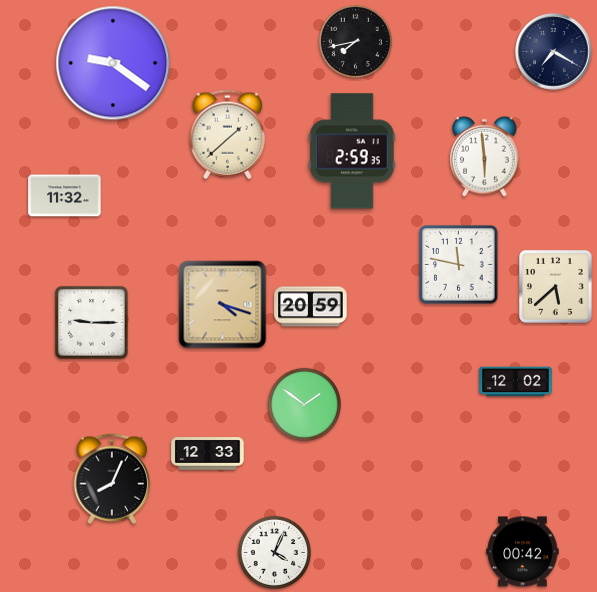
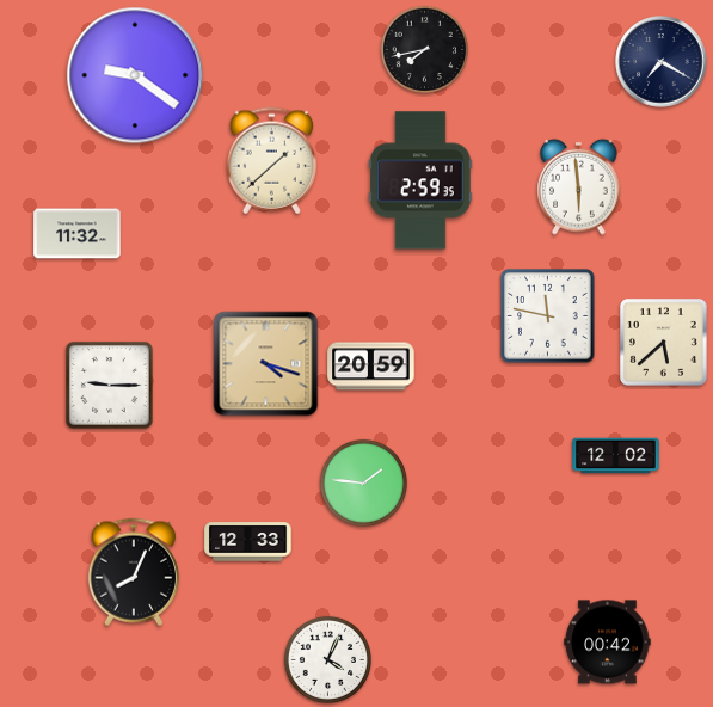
clock at (304, 404): 1:51 -> 1:46
clock at (523, 552) position: (523, 552) -> (608, 643)
